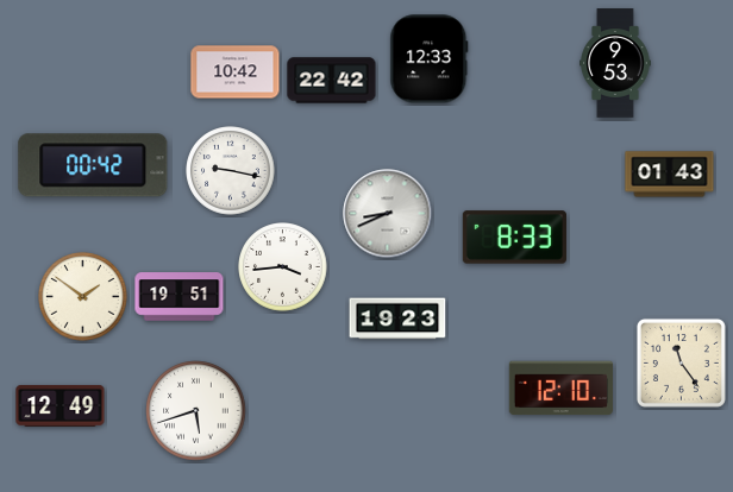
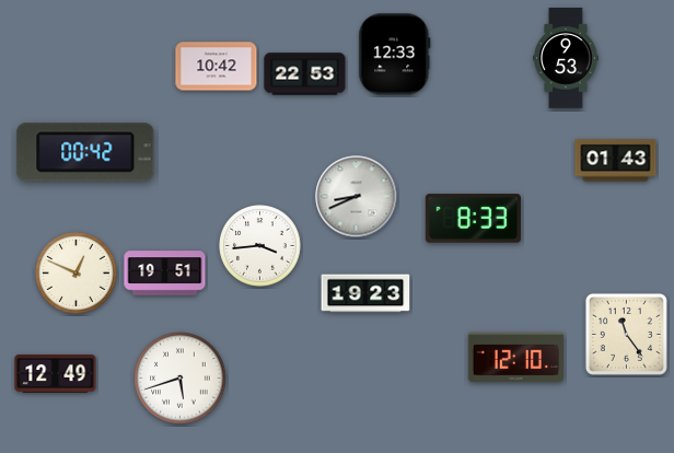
clock at (332, 81): 22:42 -> 22:53
clock at (231, 171): 9:17 -> none
clock at (83, 297): 1:51 -> 12:49
